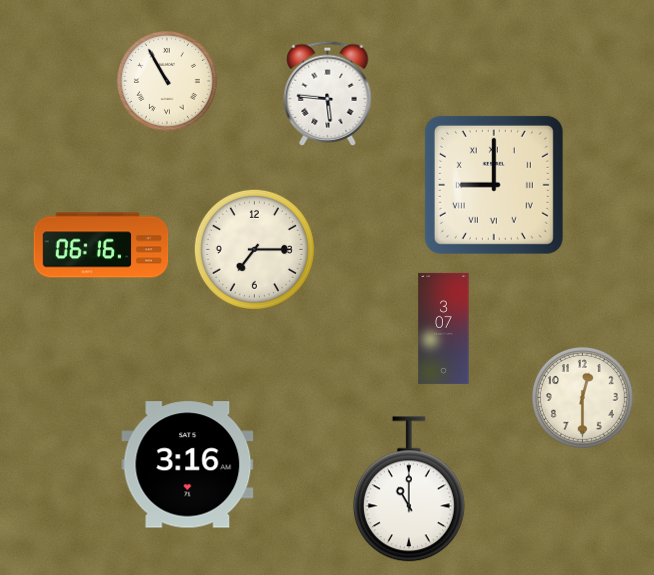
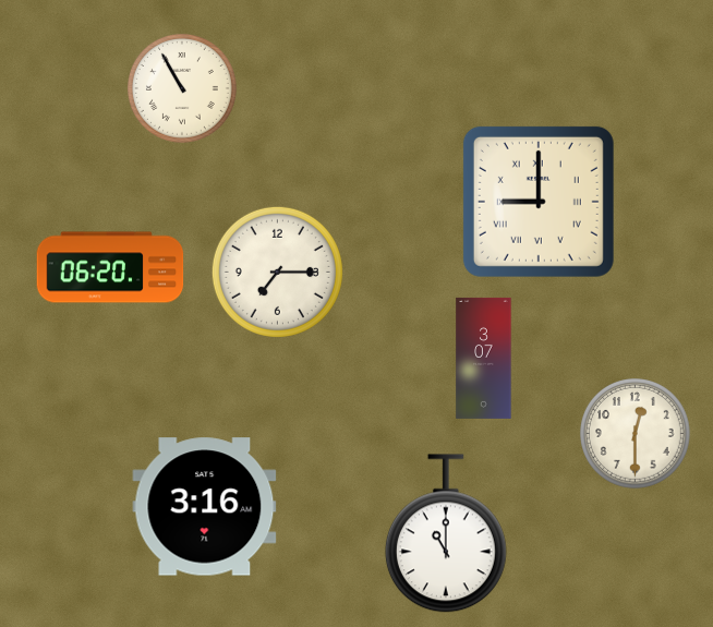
clock at (328, 93): 5:46 -> none
clock at (101, 245): 06:16 -> 06:20
